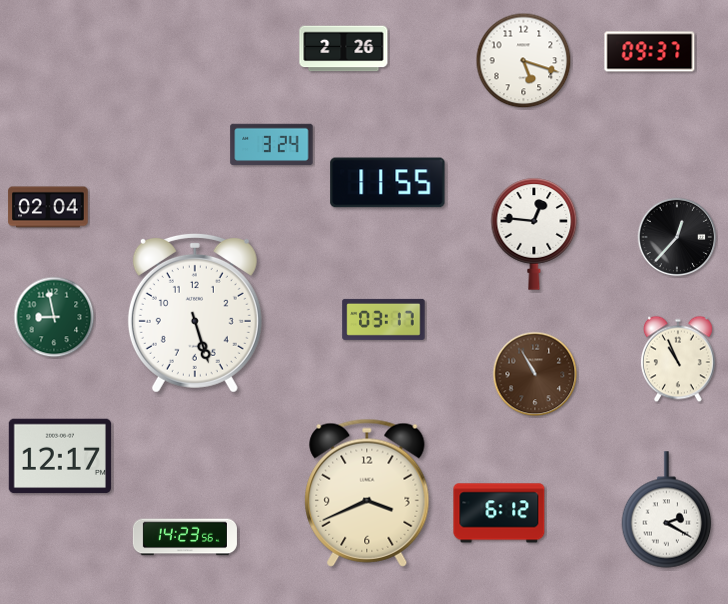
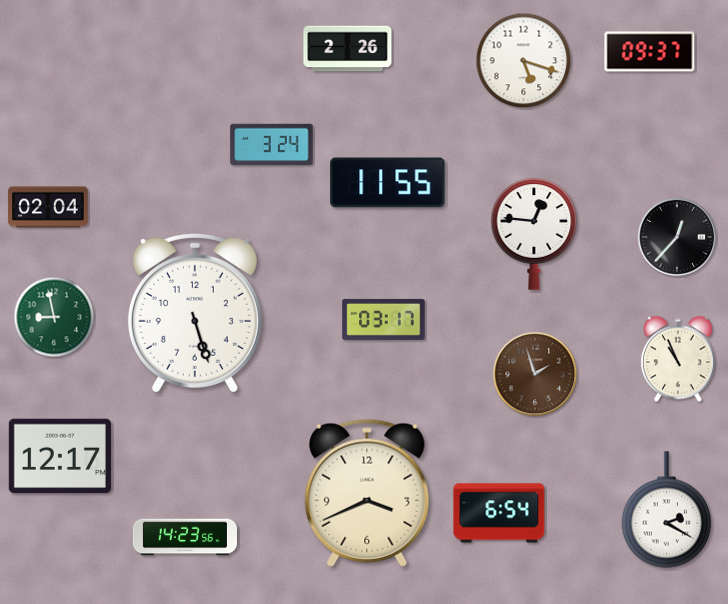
clock at (344, 49) position: (344, 49) -> (348, 49)
clock at (535, 374): 10:55 -> 1:57
clock at (499, 513): 6:12 -> 6:54
